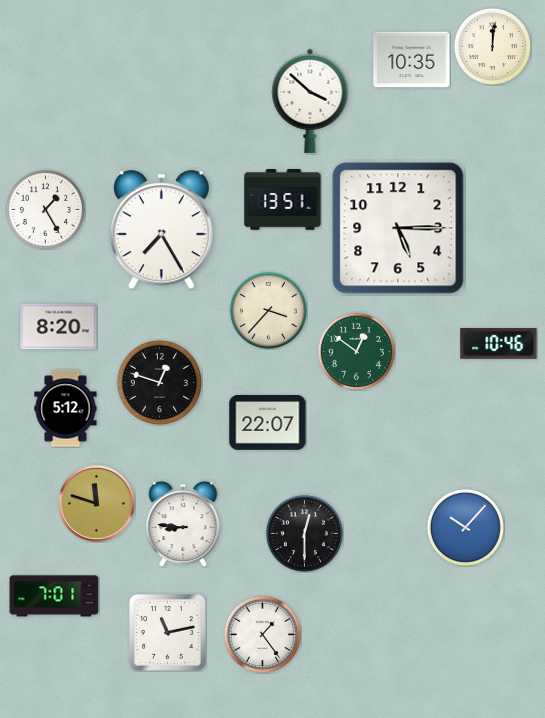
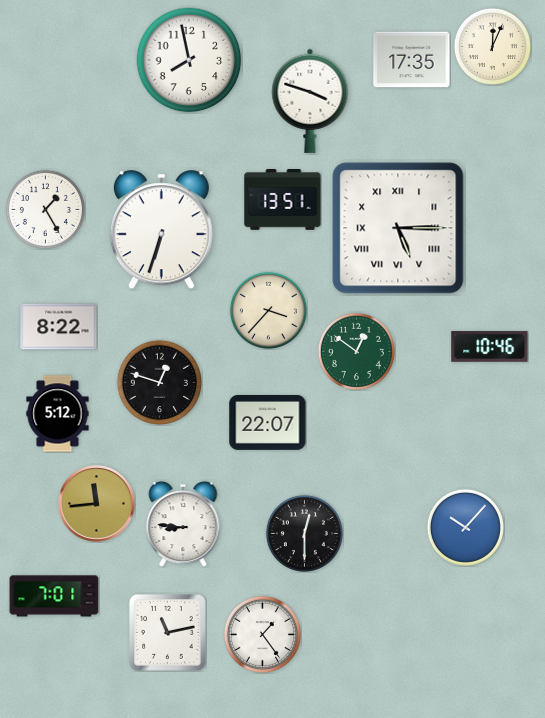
clock at (492, 46): 12:01 -> 12:04
clock at (189, 60): none -> 7:58
clock at (412, 60): 10:35 -> 17:35
clock at (310, 101): 3:52 -> 3:48
clock at (398, 228) numerals: Arabic -> Roman
clock at (161, 230): 7:25 -> 6:33
clock at (59, 327): 8:20 -> 8:22
clock at (499, 344) position: (499, 344) -> (490, 347)
clock at (66, 409) position: (66, 409) -> (58, 414)
clock at (97, 504): 11:48 -> 11:44
